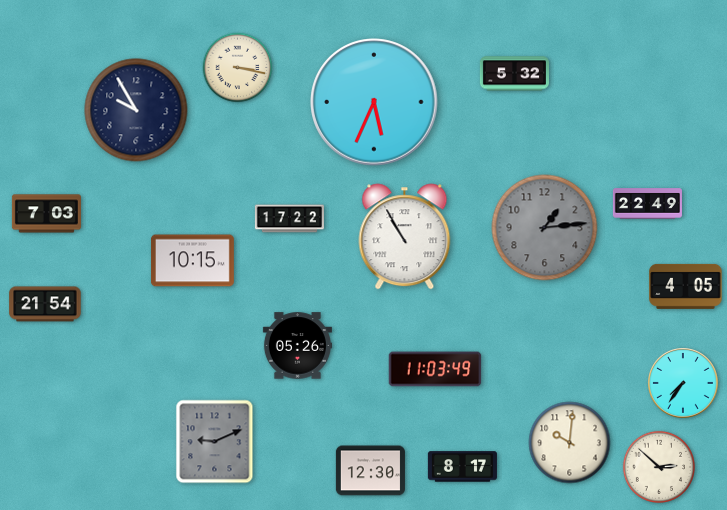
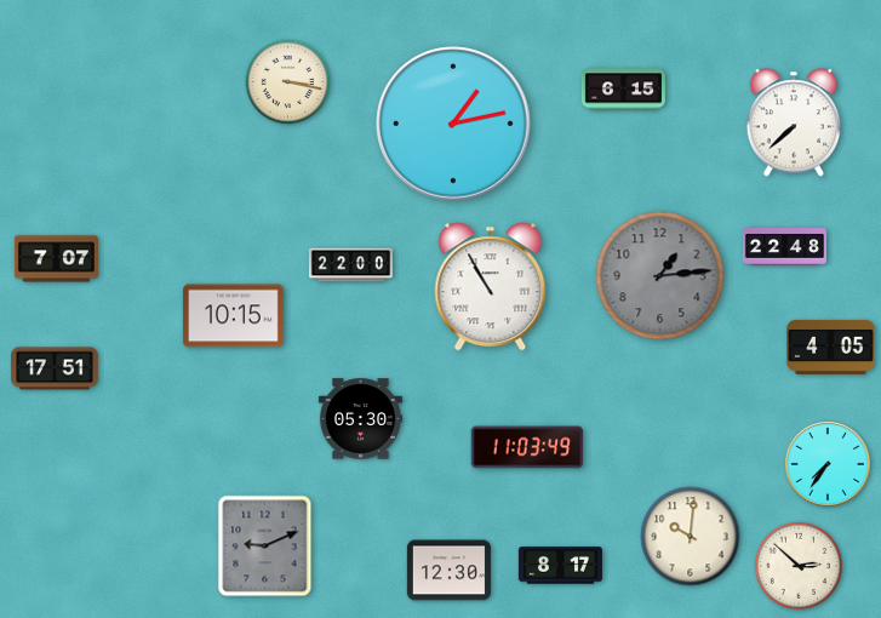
clock at (514, 74): 5:32 -> 6:15
clock at (794, 122): none -> 7:38
clock at (374, 102): 5:34 -> 1:13
clock at (136, 110): 9:55 -> none
clock at (647, 204): 22:49 -> 22:48
clock at (46, 214): 7:03 -> 7:07
clock at (289, 219): 17:22 -> 22:00
clock at (45, 304): 21:54 -> 17:51
clock at (297, 346): 05:26 -> 05:30
clock at (215, 442) position: (215, 442) -> (265, 547)
